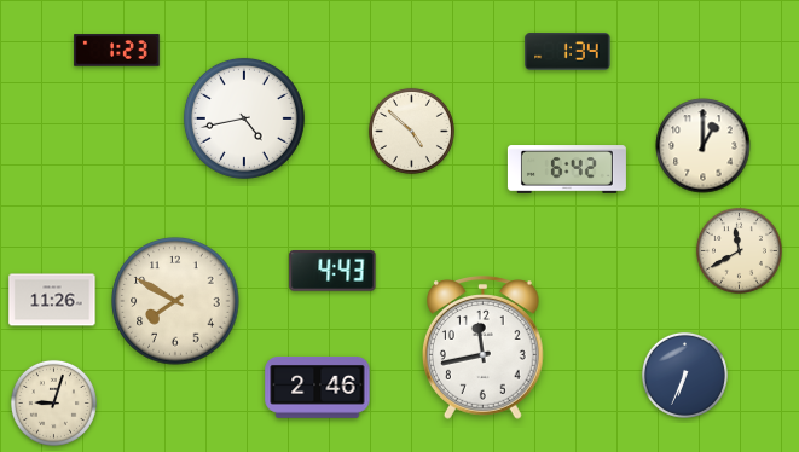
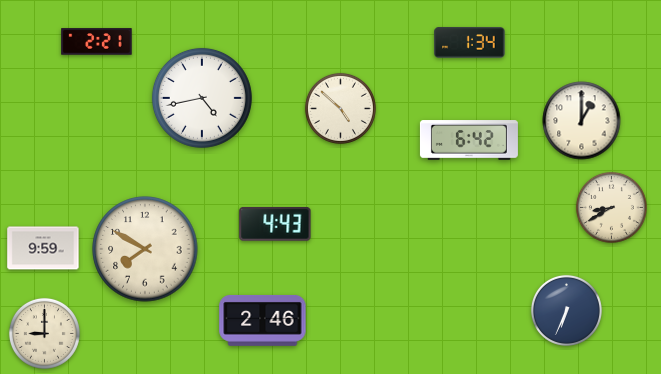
clock at (117, 51): 1:23 -> 2:21
clock at (739, 250): 11:40 -> 8:40
clock at (52, 300): 11:26 -> 9:59
clock at (482, 348): 11:43 -> none
clock at (53, 402): 9:03 -> 9:00
